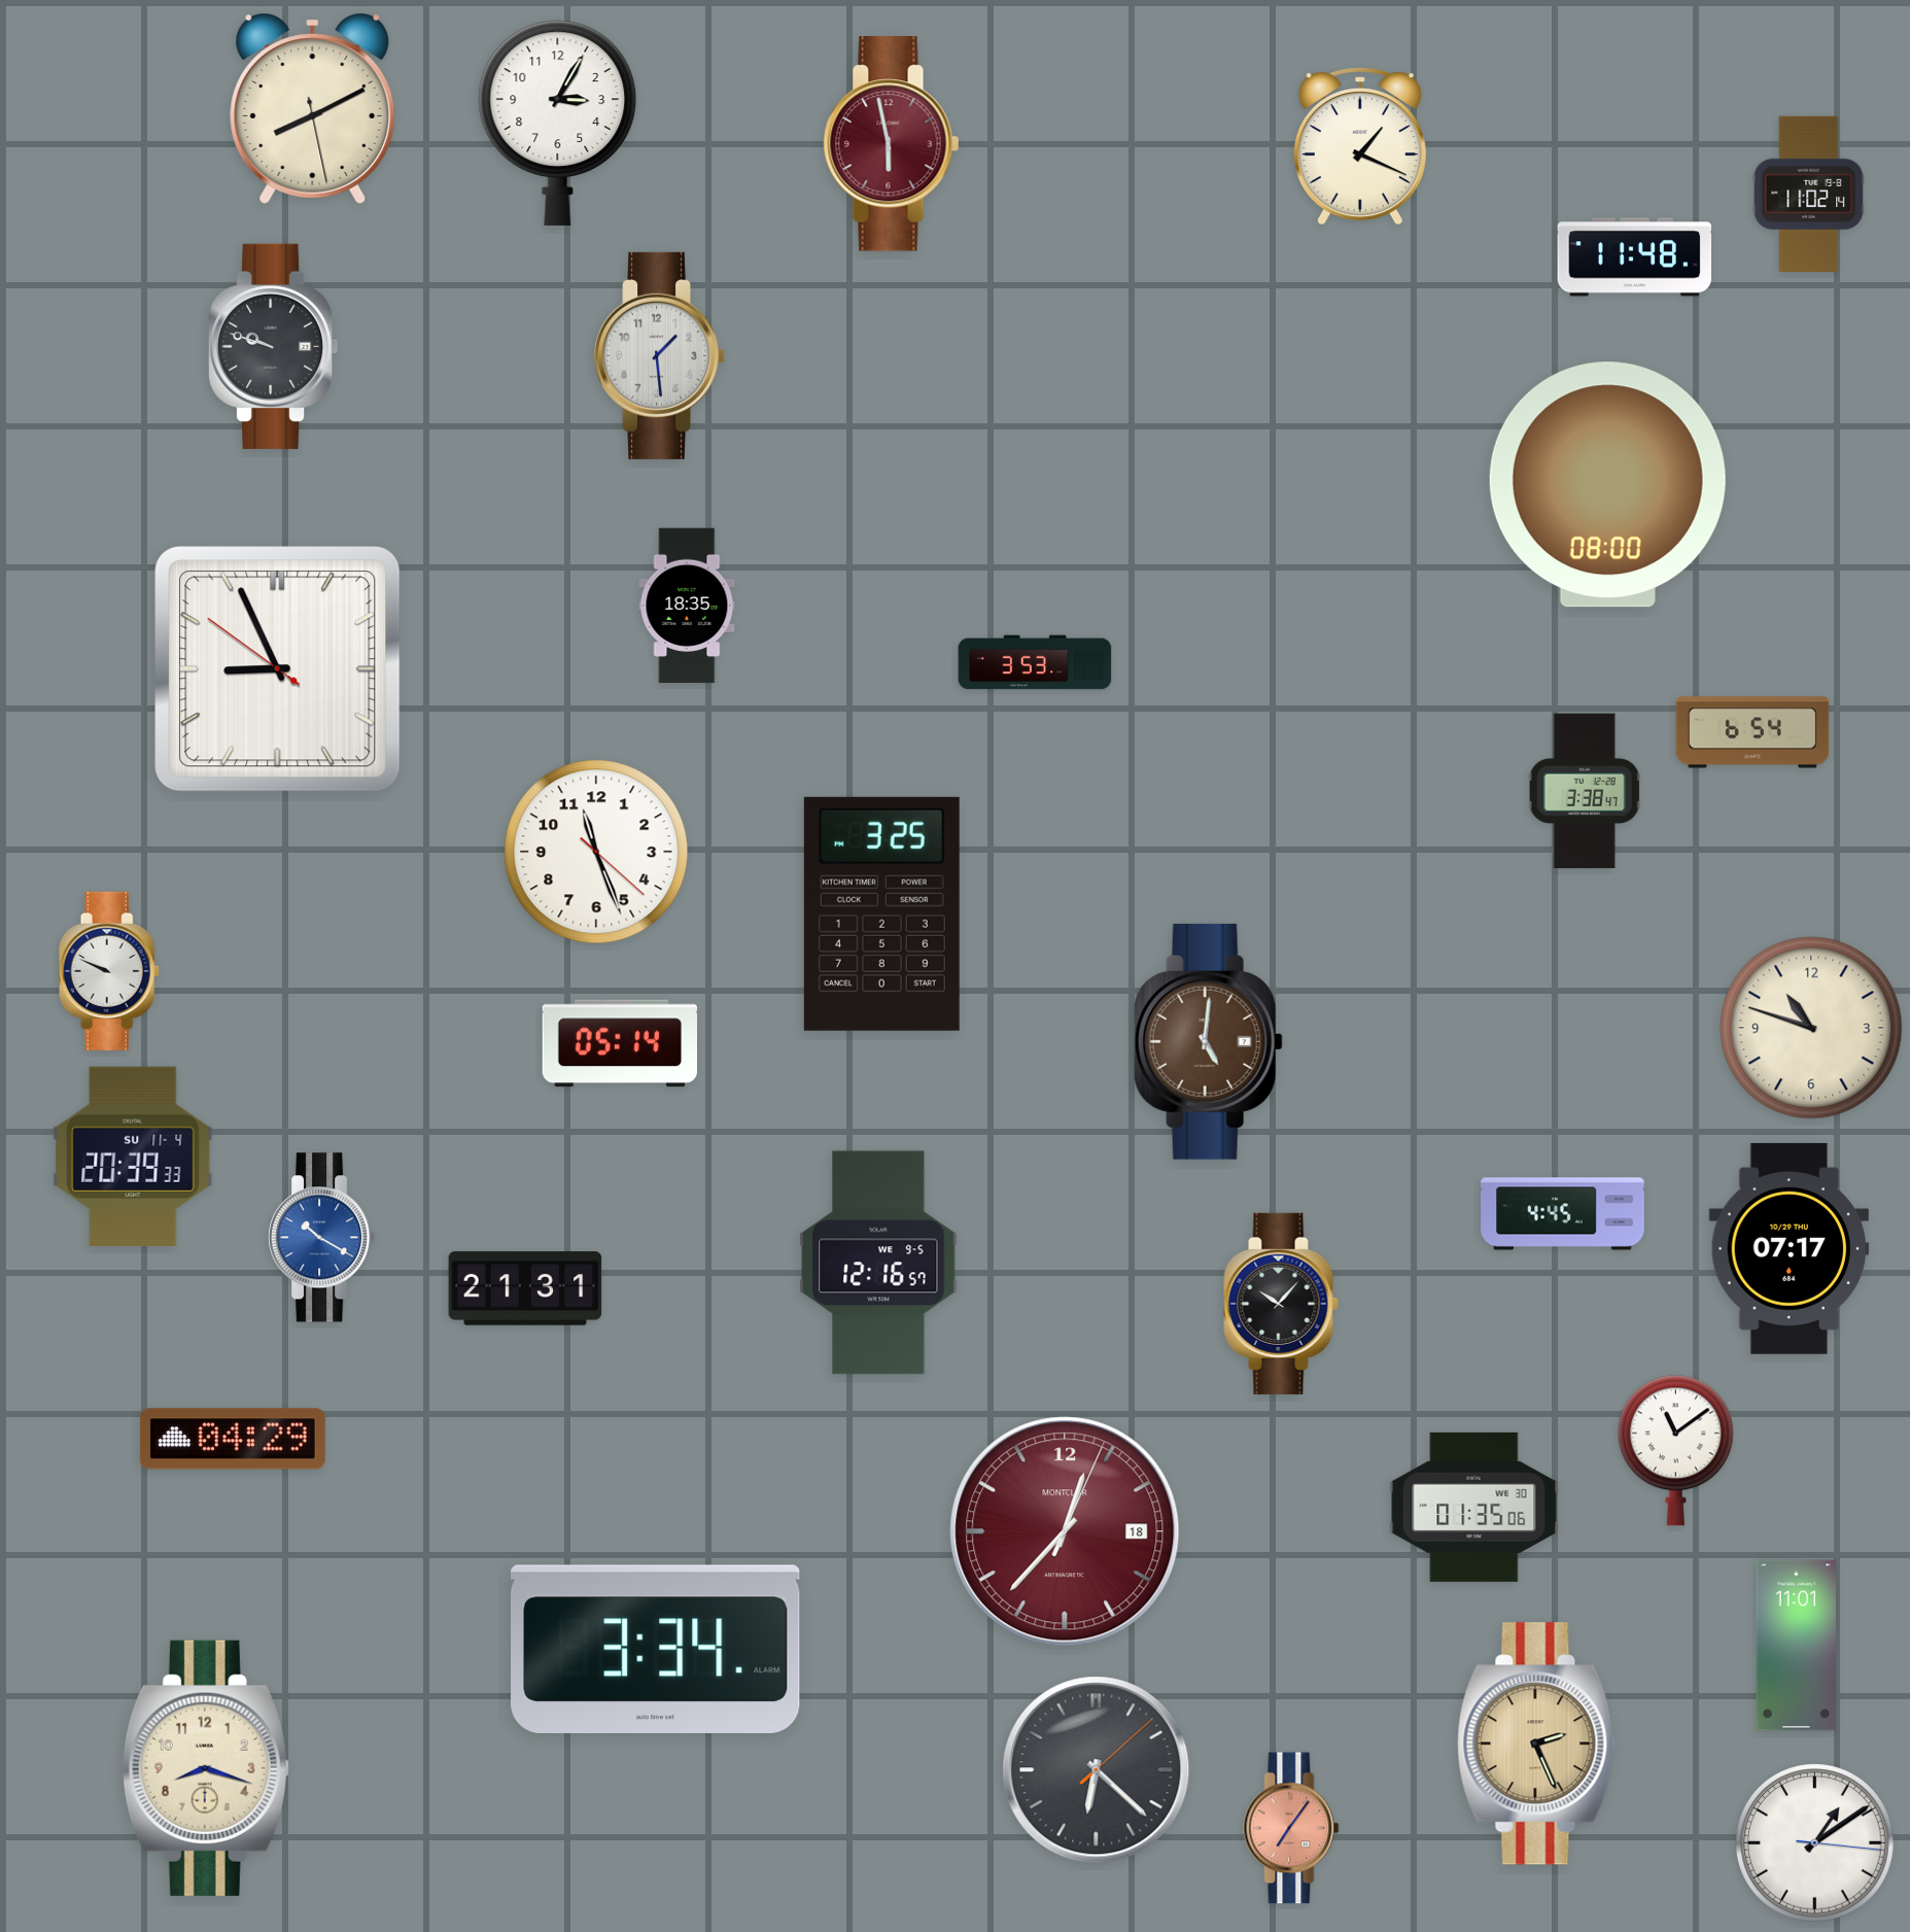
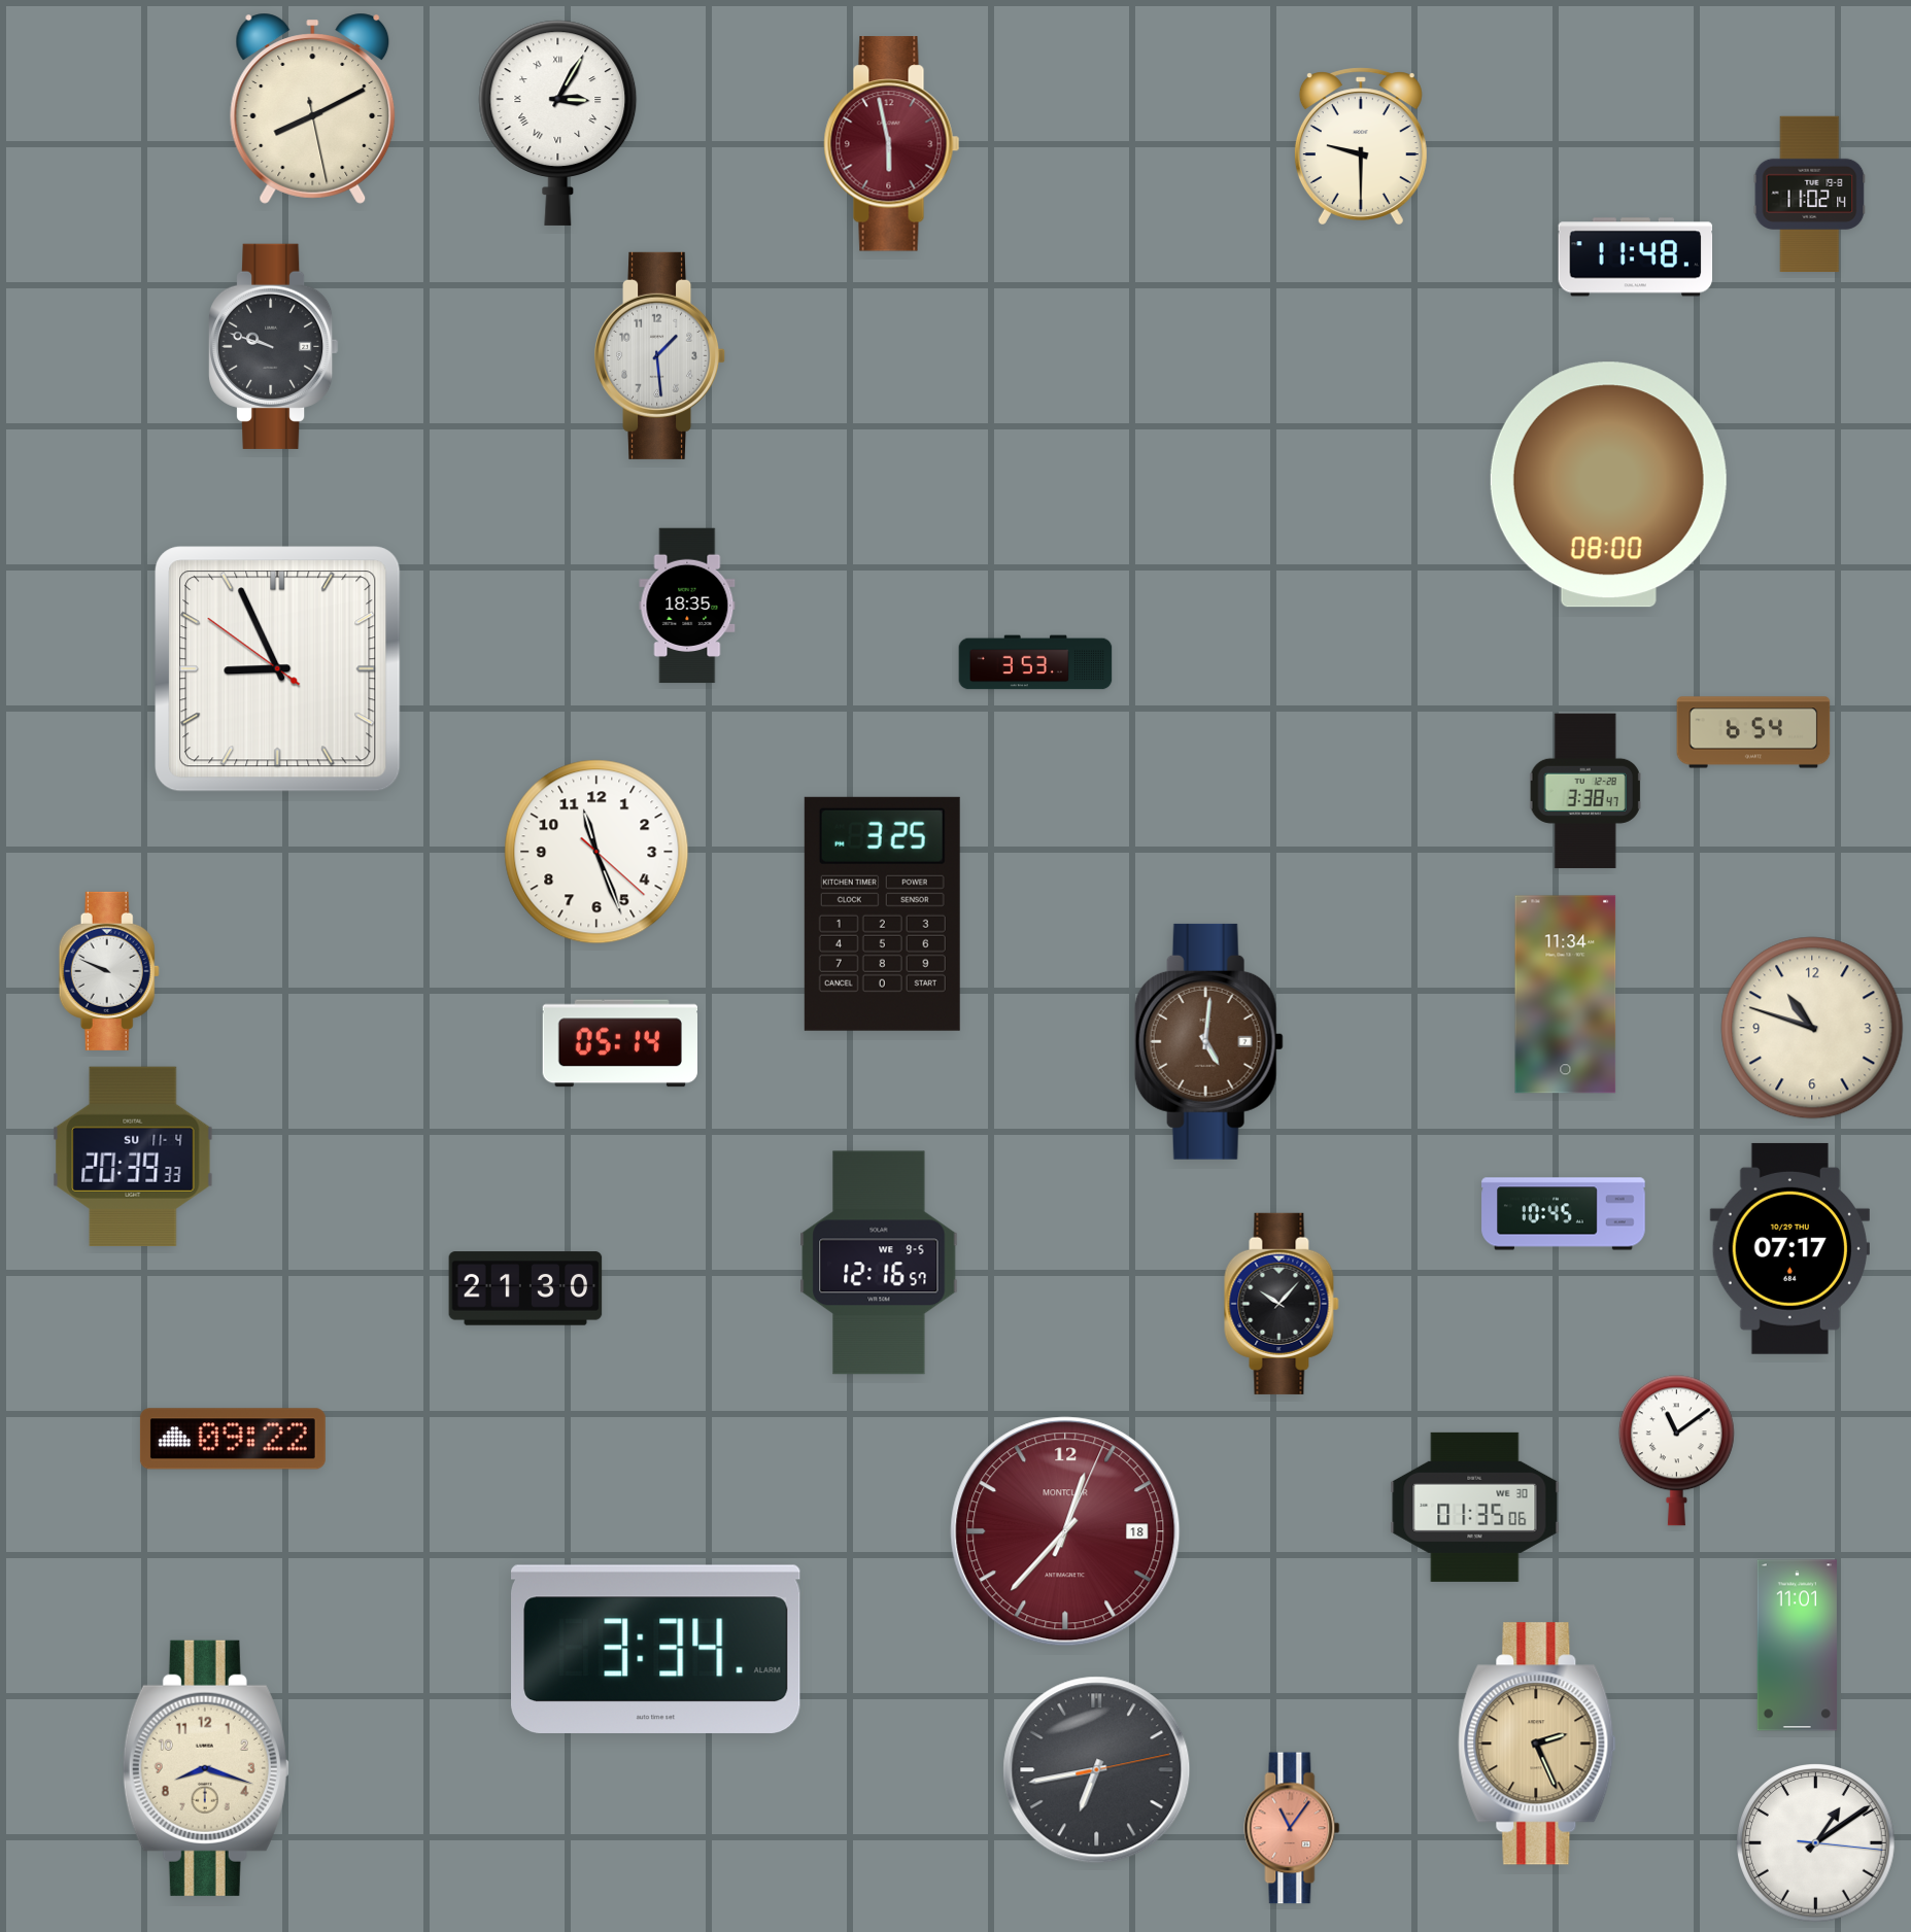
clock at (558, 123) numerals: Arabic -> Roman
clock at (1360, 146): 1:19 -> 9:30
clock at (1566, 995): none -> 11:34
clock at (1563, 1214): 4:45 -> 10:45
clock at (322, 1238): 10:20 -> none
clock at (525, 1288): 21:31 -> 21:30
clock at (233, 1439): 04:29 -> 09:22
clock at (1097, 1770): 6:22 -> 6:43
clock at (1291, 1828): 7:06 -> 11:06
